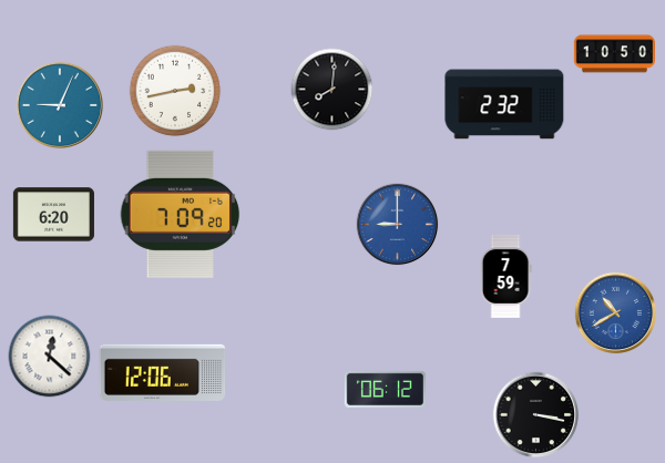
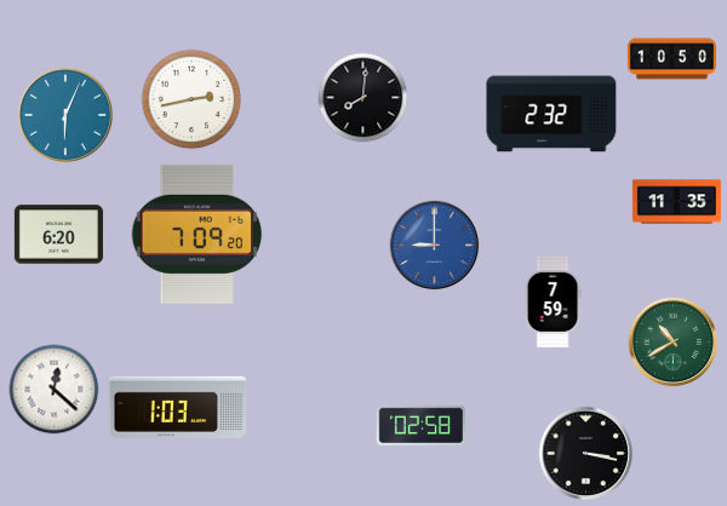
clock at (60, 105): 9:04 -> 6:04
clock at (676, 202): none -> 11:35
clock at (616, 313) dial: blue -> green
clock at (163, 372): 12:06 -> 1:03
clock at (385, 389): 06:12 -> 02:58
